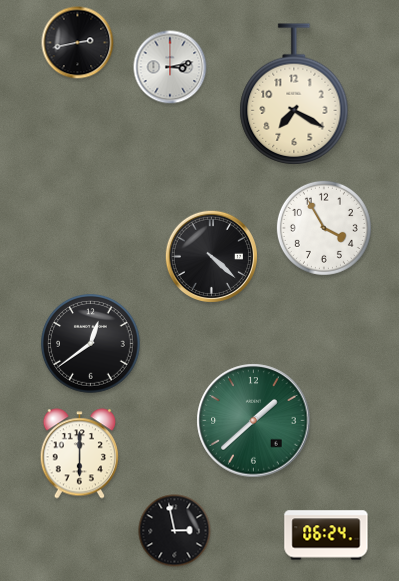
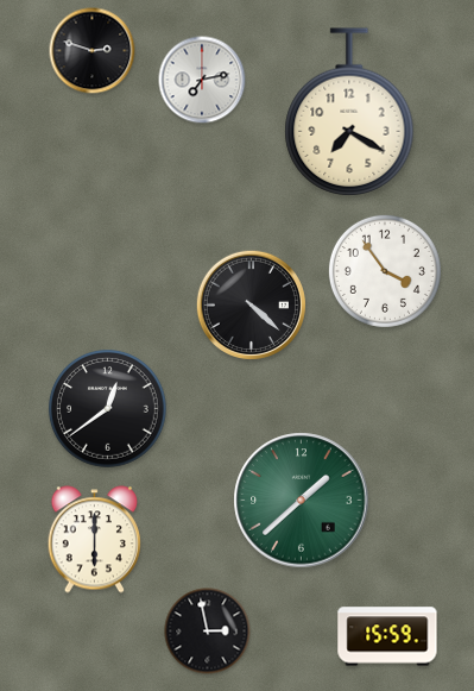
clock at (78, 43): 2:43 -> 2:48
clock at (170, 67): 3:13 -> 7:13
clock at (324, 228): 3:55 -> 3:54
clock at (326, 535): 06:24 -> 15:59
